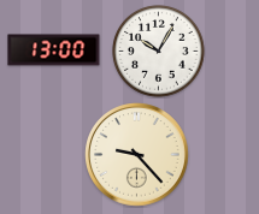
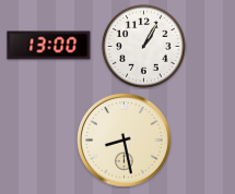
clock at (159, 52): 10:05 -> 1:05
clock at (137, 155): 9:23 -> 8:28
